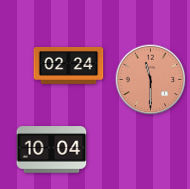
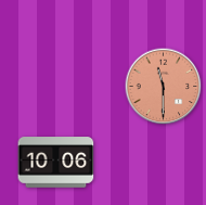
clock at (69, 65): 02:24 -> none
clock at (52, 150): 10:04 -> 10:06
